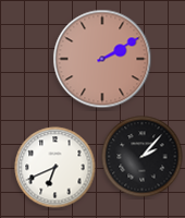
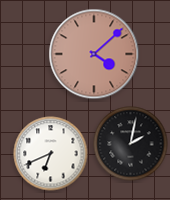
clock at (102, 59): 2:10 -> 4:08
clock at (143, 157): 2:07 -> 2:02
